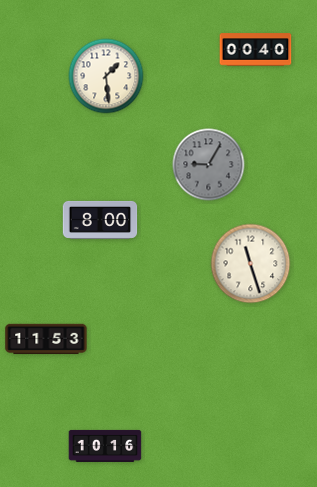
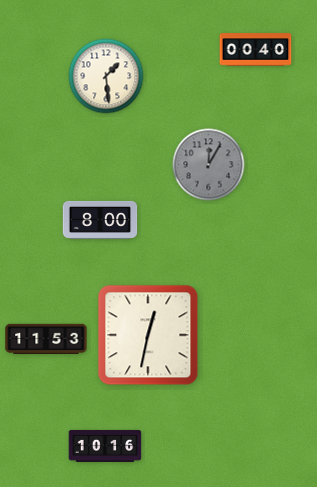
clock at (209, 165): 9:05 -> 12:05
clock at (251, 264): 11:27 -> none
clock at (148, 335): none -> 12:32
